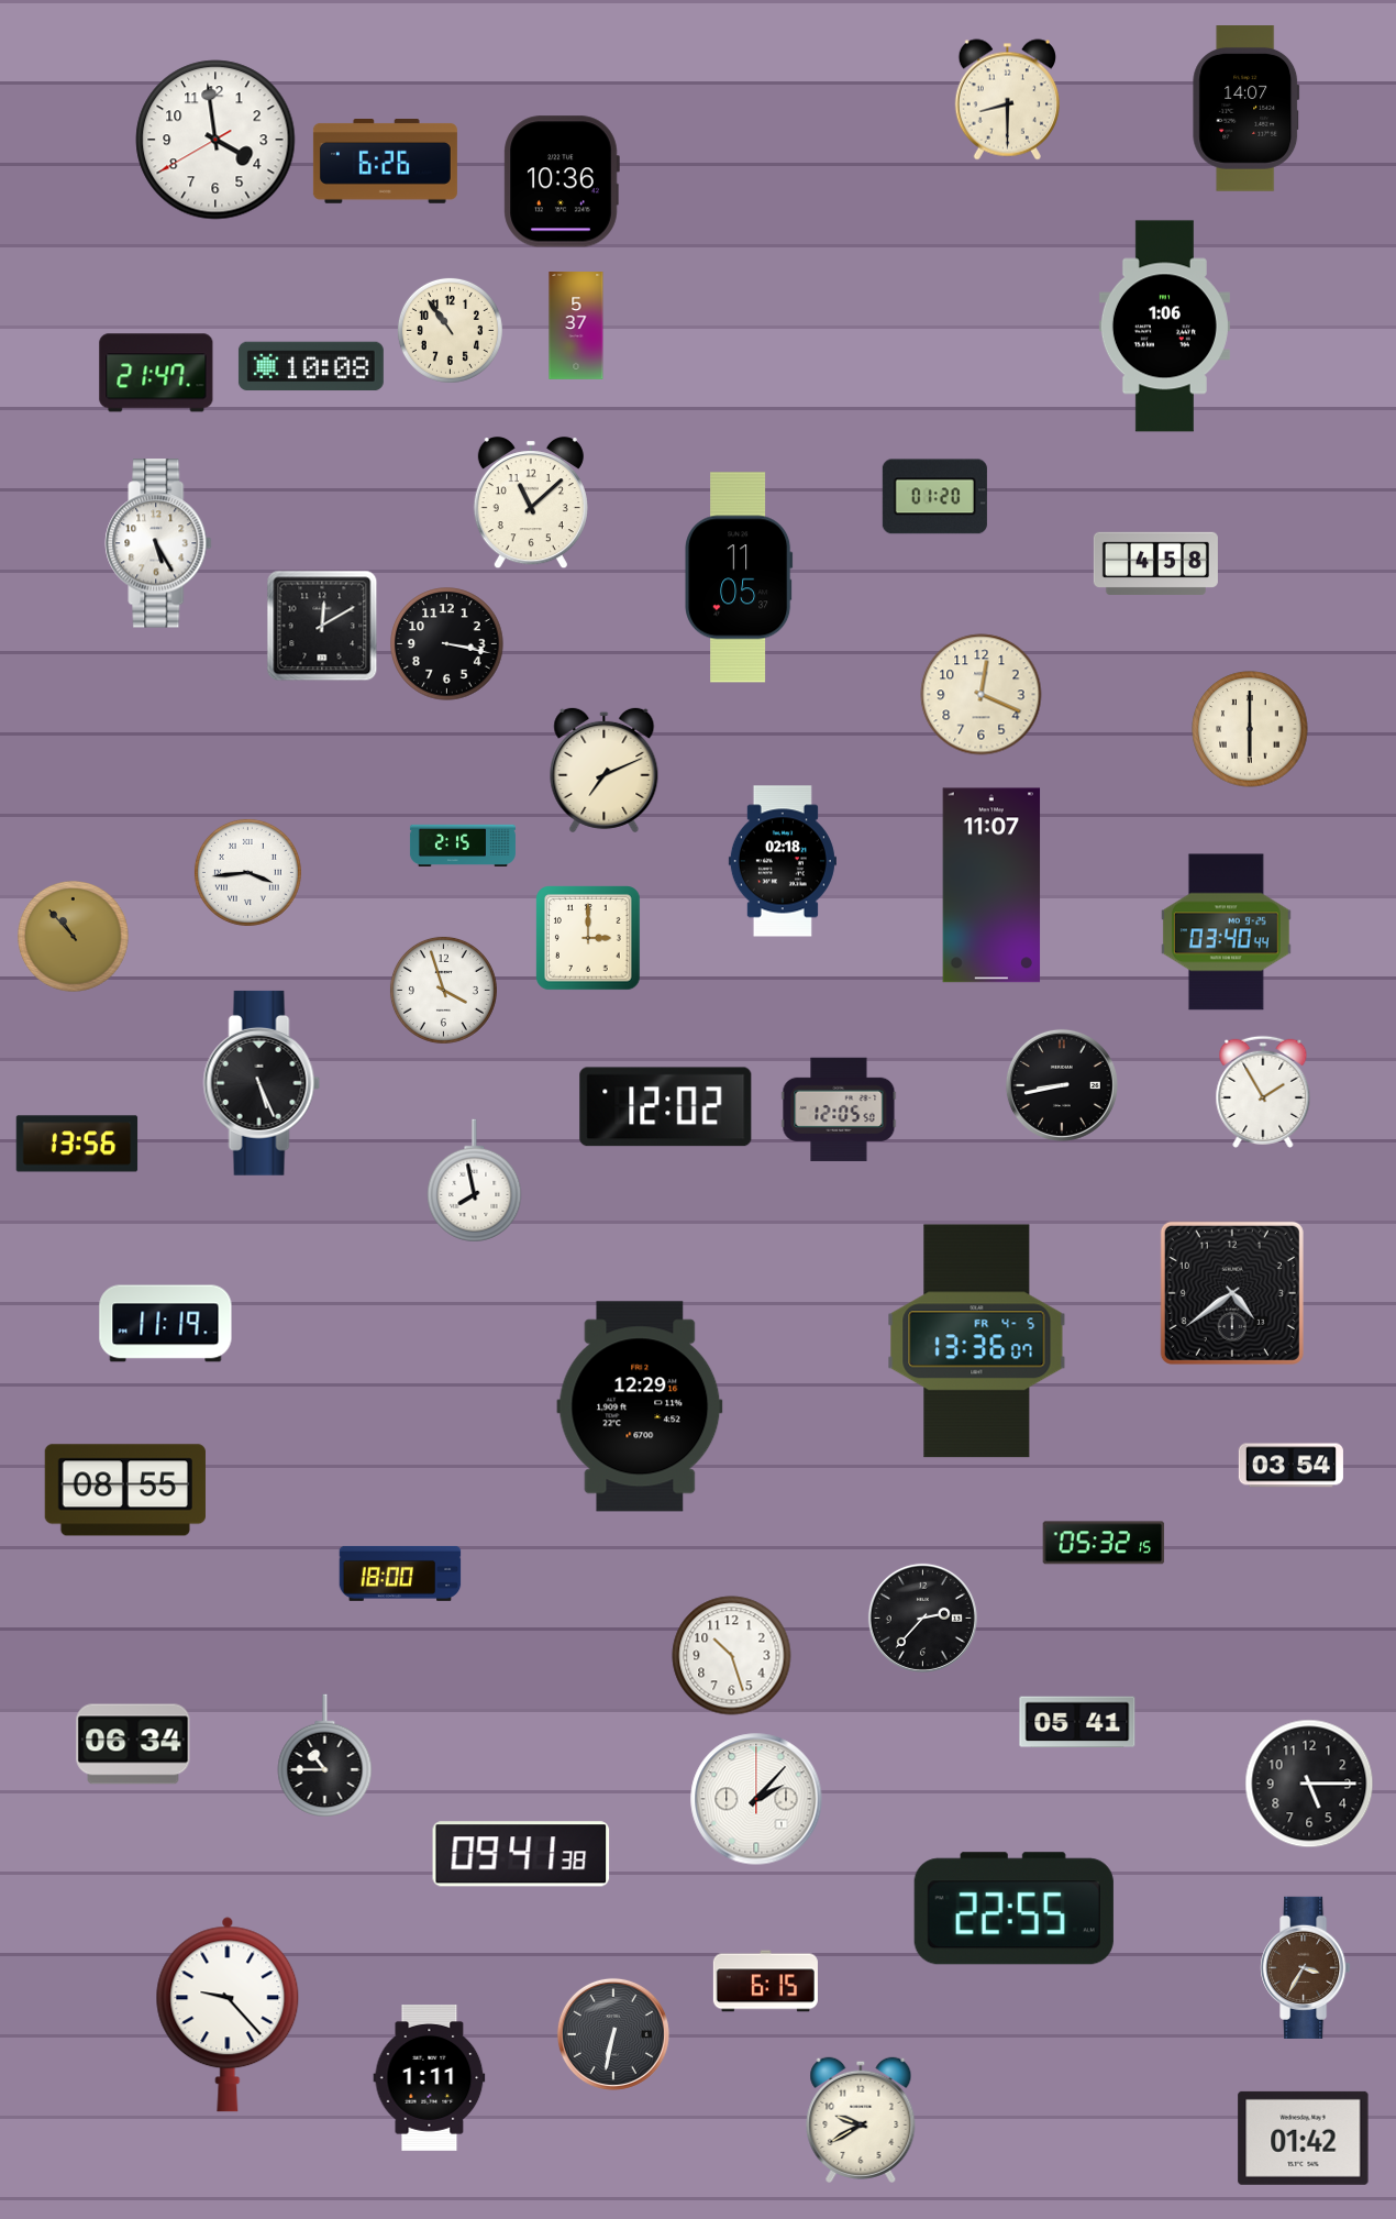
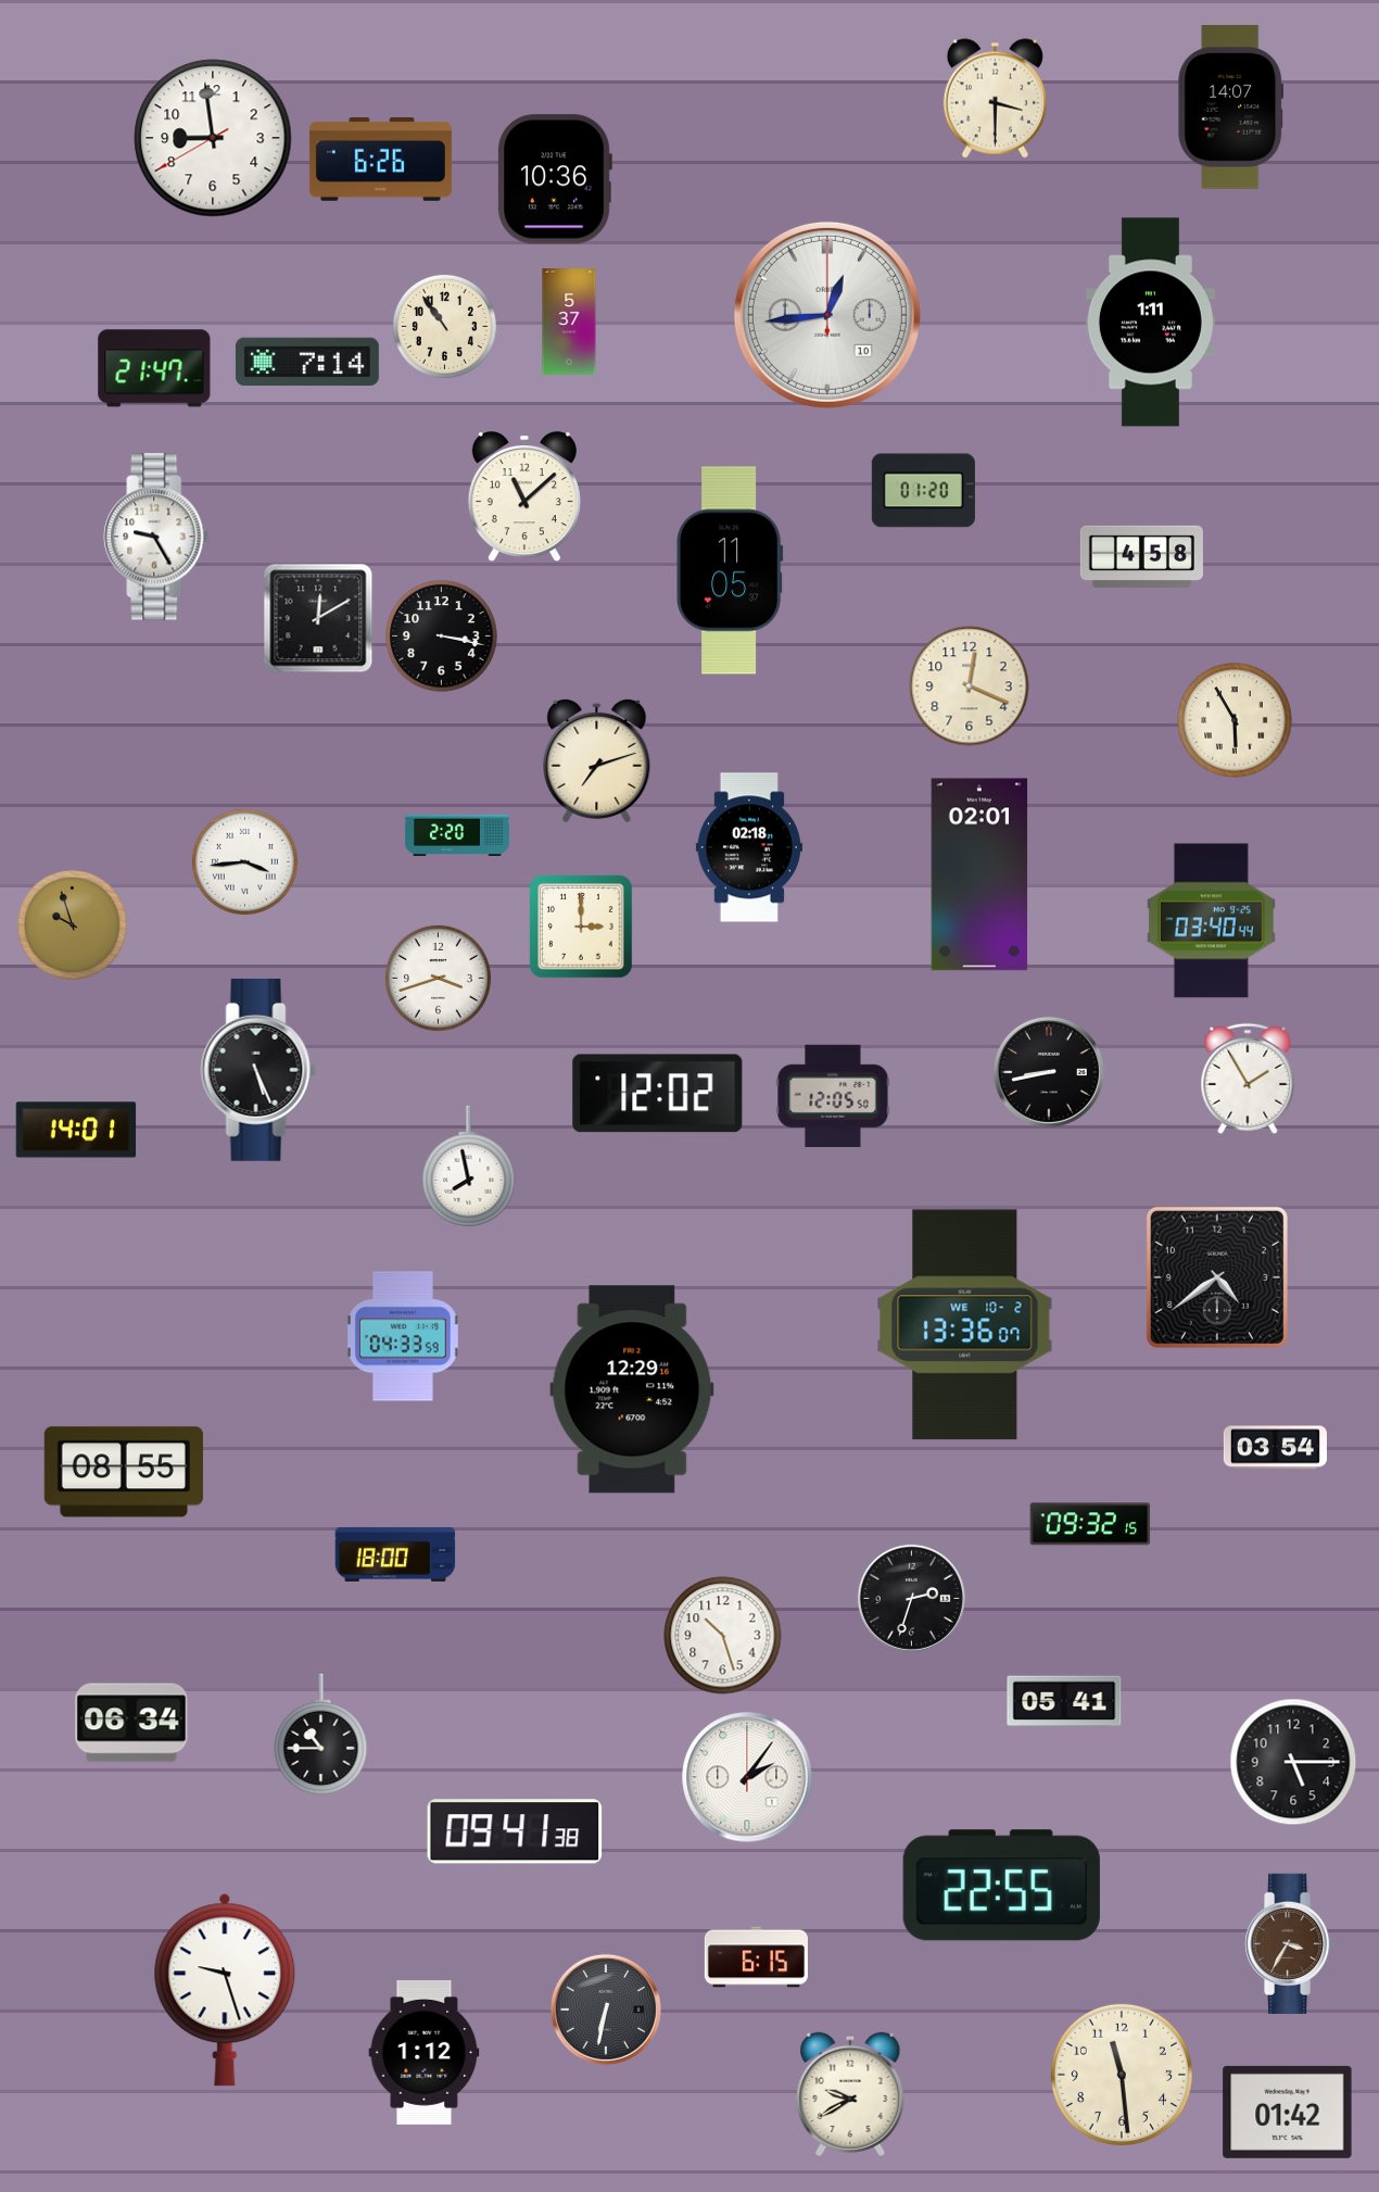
clock at (1007, 100): 8:30 -> 3:30
clock at (215, 140): 3:58 -> 8:58
clock at (827, 315): none -> 12:44
clock at (1164, 327): 1:06 -> 1:11
clock at (311, 366): 10:08 -> 7:14
clock at (158, 543): 5:25 -> 9:25
clock at (1250, 729): 6:00 -> 5:55
clock at (605, 770): 7:11 -> 7:12
clock at (463, 844): 2:15 -> 2:20
clock at (783, 861) position: (783, 861) -> (749, 847)
clock at (991, 885): 11:07 -> 02:01
clock at (74, 937): 10:53 -> 9:57
clock at (443, 990): 3:57 -> 3:42
clock at (839, 1109) position: (839, 1109) -> (833, 1096)
clock at (77, 1144): 13:56 -> 14:01
clock at (166, 1324): 11:19 -> none
clock at (977, 1342) date: FR 4-5 -> WE 10-2
clock at (403, 1336): none -> 04:33
clock at (1104, 1543): 05:32 -> 09:32
clock at (922, 1618): 2:37 -> 2:33
clock at (756, 1799): 2:07 -> 2:06
clock at (228, 2014): 9:23 -> 9:27
clock at (430, 2078): 1:11 -> 1:12
clock at (1122, 2075): none -> 11:29
